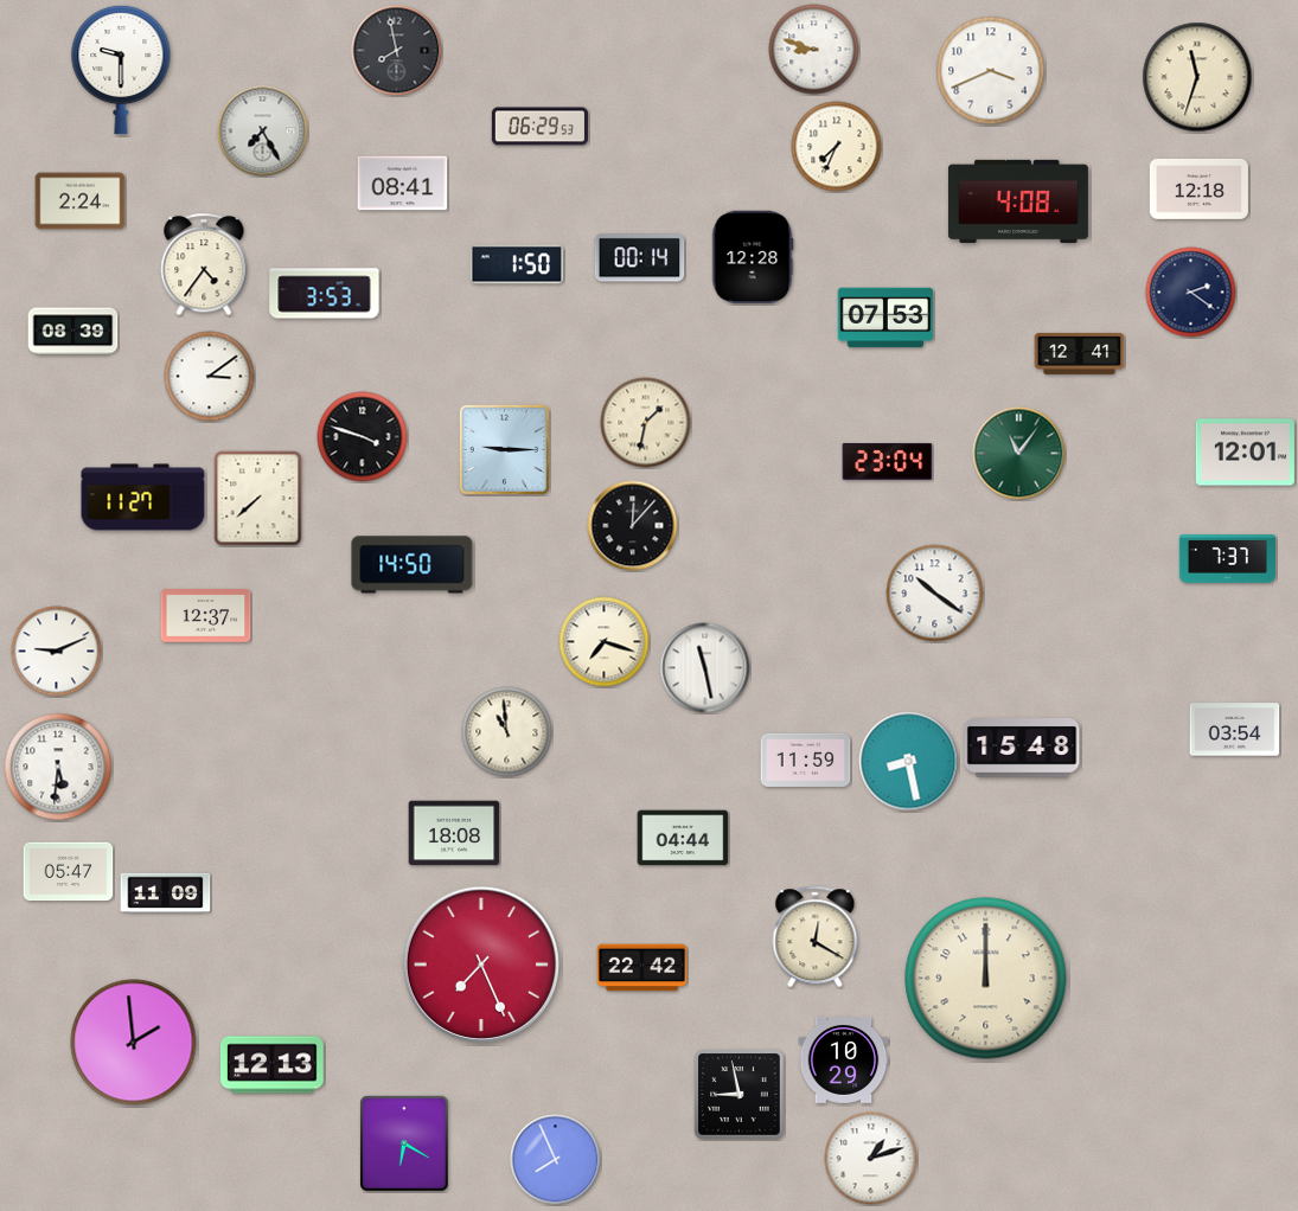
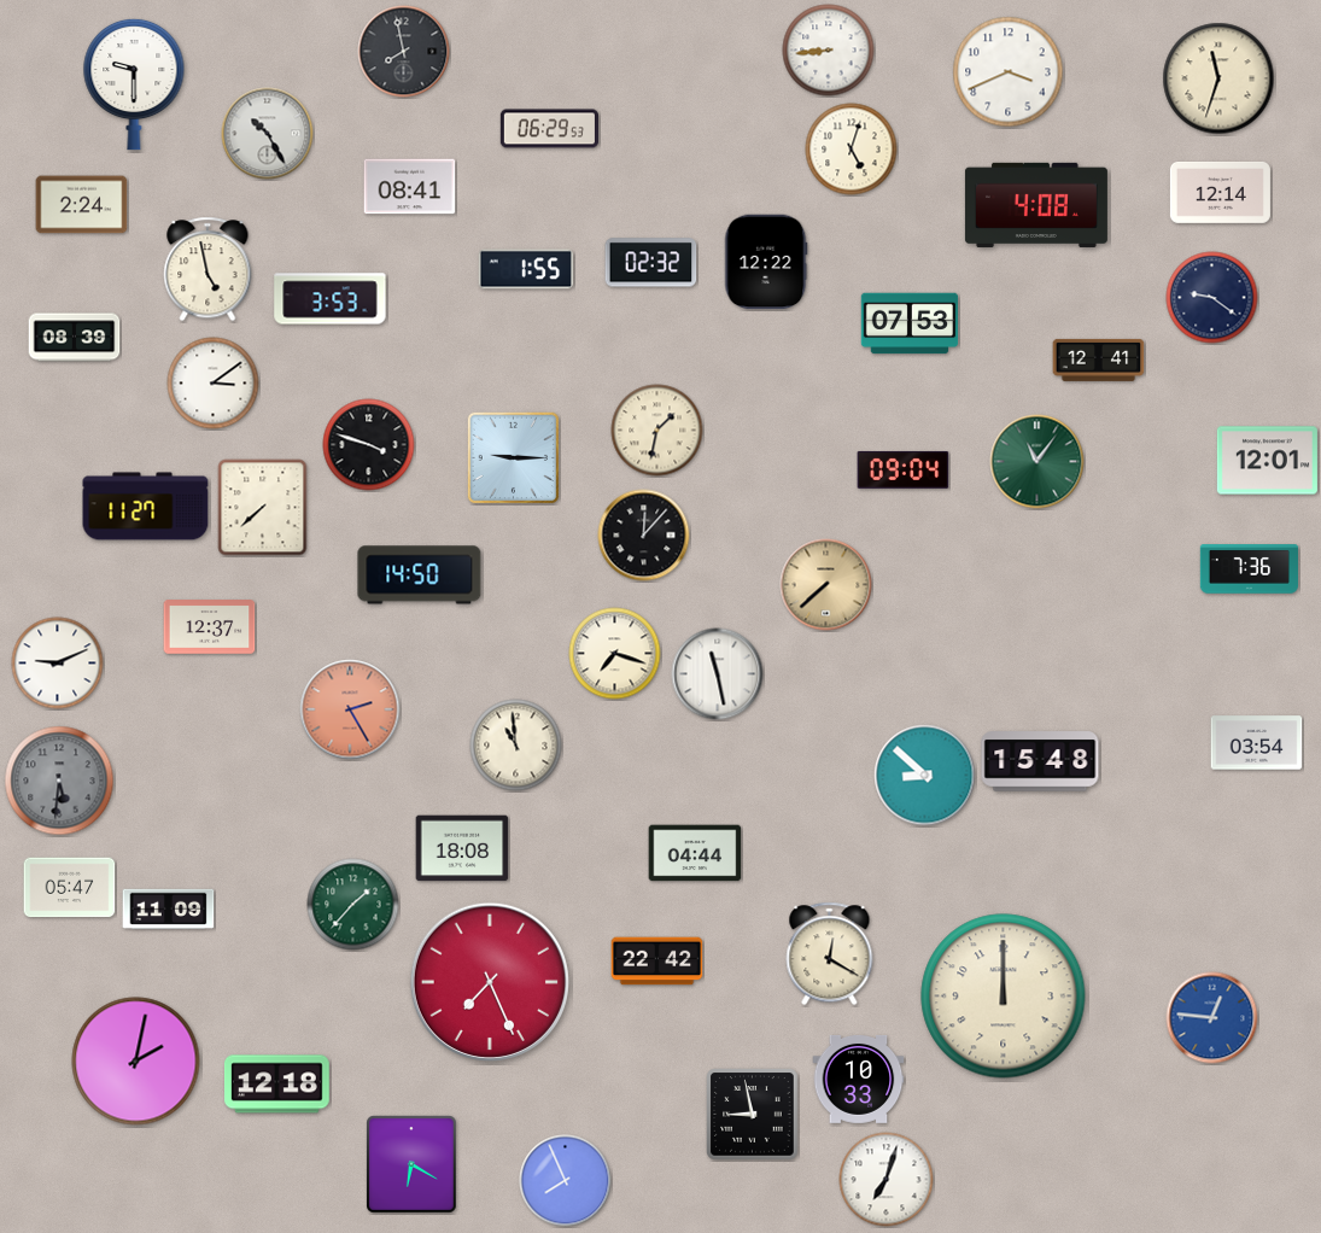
clock at (814, 50): 8:48 -> 8:44
clock at (121, 70) position: (121, 70) -> (134, 84)
clock at (263, 132): 7:25 -> 10:25
clock at (837, 147): 7:34 -> 5:03
clock at (1198, 190): 12:18 -> 12:14
clock at (753, 257): 12:28 -> 12:22
clock at (640, 258): 00:14 -> 02:32
clock at (204, 264): 4:36 -> 4:58
clock at (517, 264): 1:50 -> 1:55
clock at (1191, 293): 2:21 -> 9:21
clock at (885, 318) position: (885, 318) -> (910, 323)
clock at (888, 461): 23:04 -> 09:04
clock at (1227, 559): 7:37 -> 7:36
clock at (826, 585): none -> 7:38
clock at (935, 594): 10:21 -> none
clock at (705, 668) position: (705, 668) -> (718, 674)
clock at (350, 709): none -> 2:25
clock at (806, 760): 11:59 -> none
clock at (909, 762): 8:28 -> 8:52
clock at (58, 767) dial: white -> grey
clock at (353, 905): none -> 1:37
clock at (642, 968) position: (642, 968) -> (657, 962)
clock at (1212, 1018): none -> 12:46
clock at (134, 1043): 1:59 -> 2:02
clock at (844, 1061): 10:29 -> 10:33
clock at (273, 1065): 12:13 -> 12:18
clock at (871, 1159): 1:12 -> 7:03
